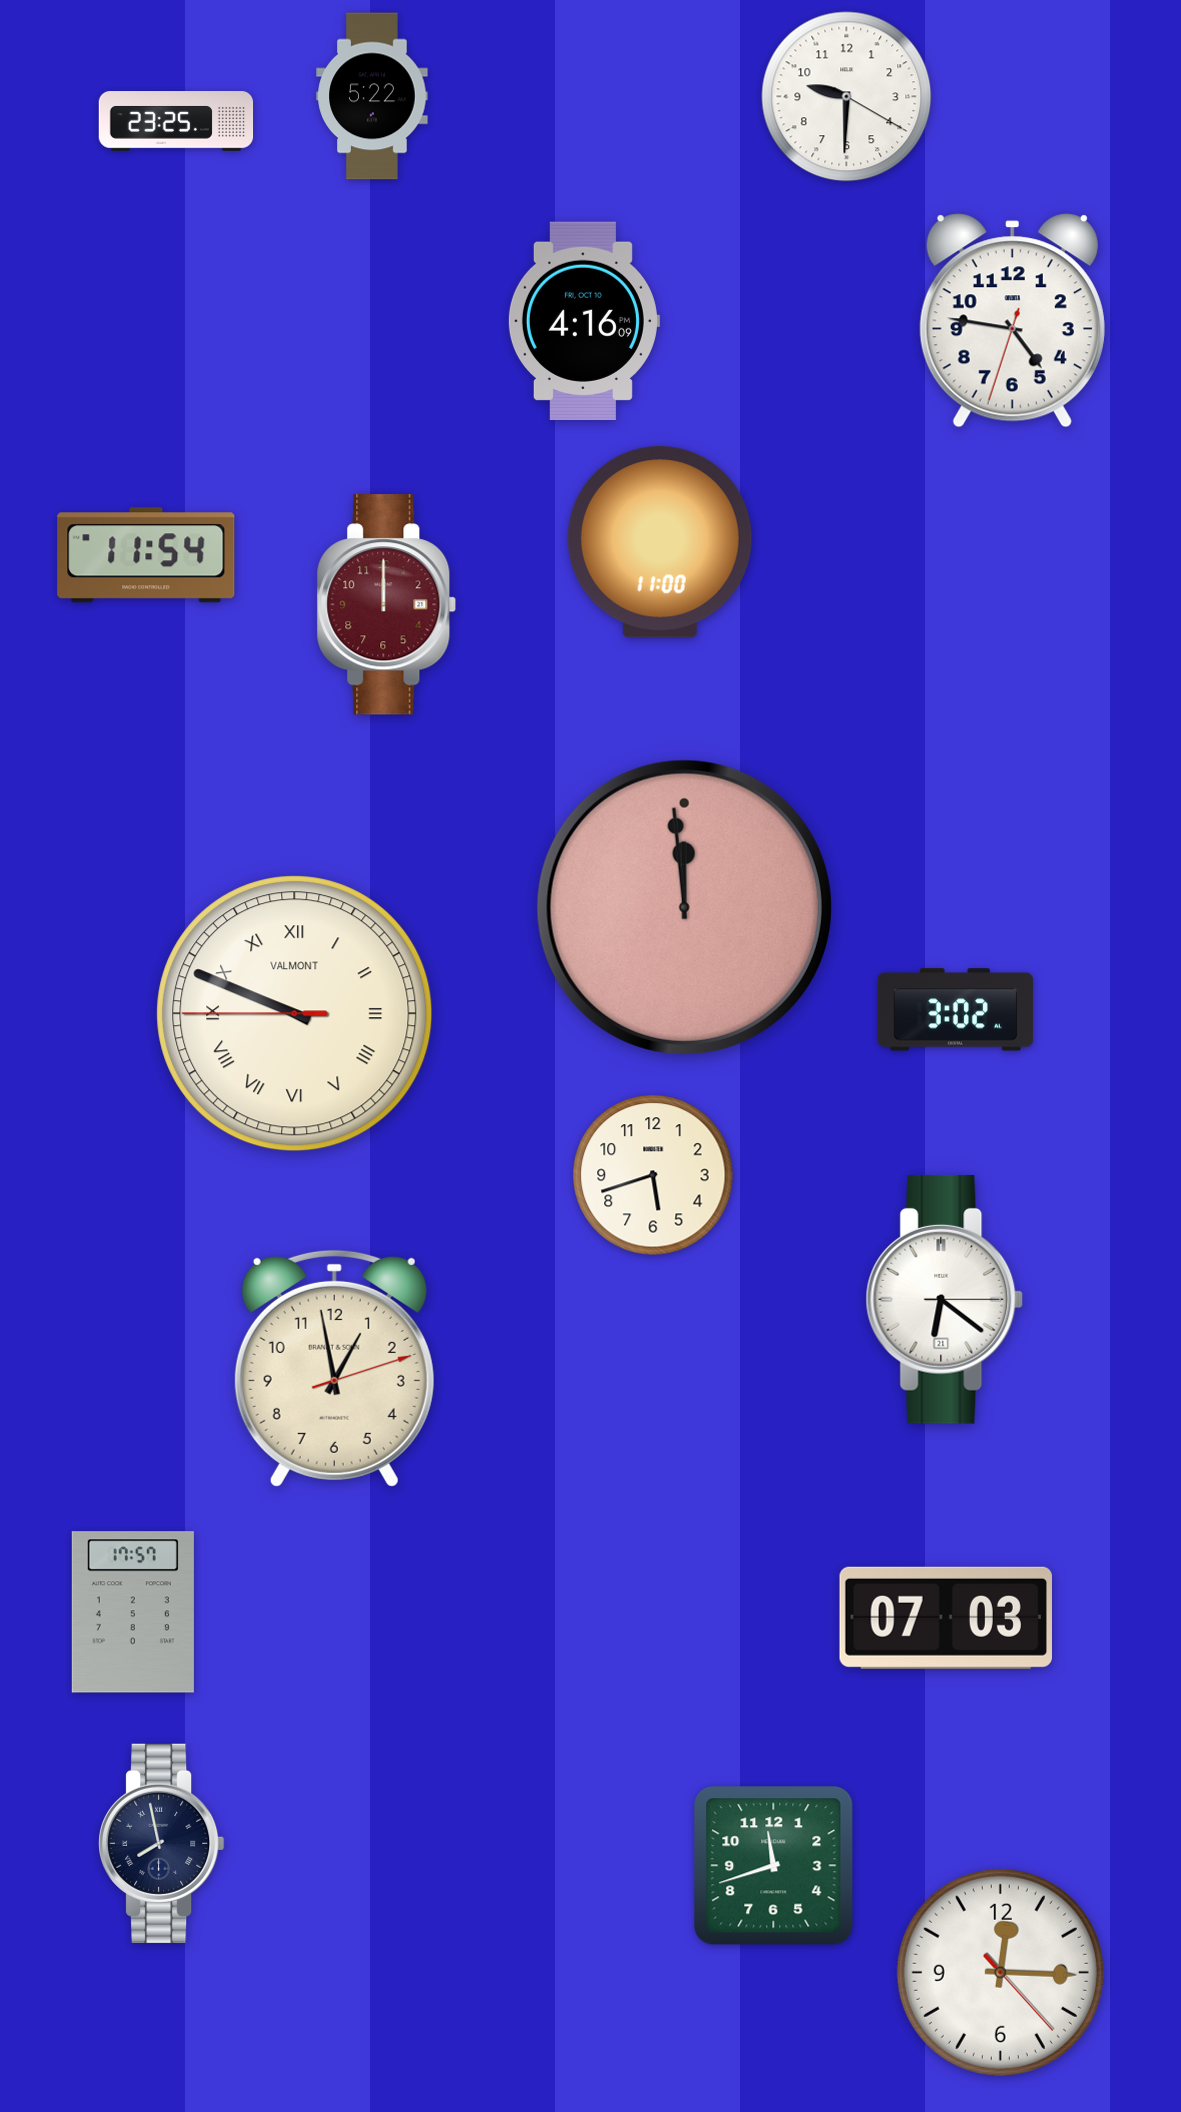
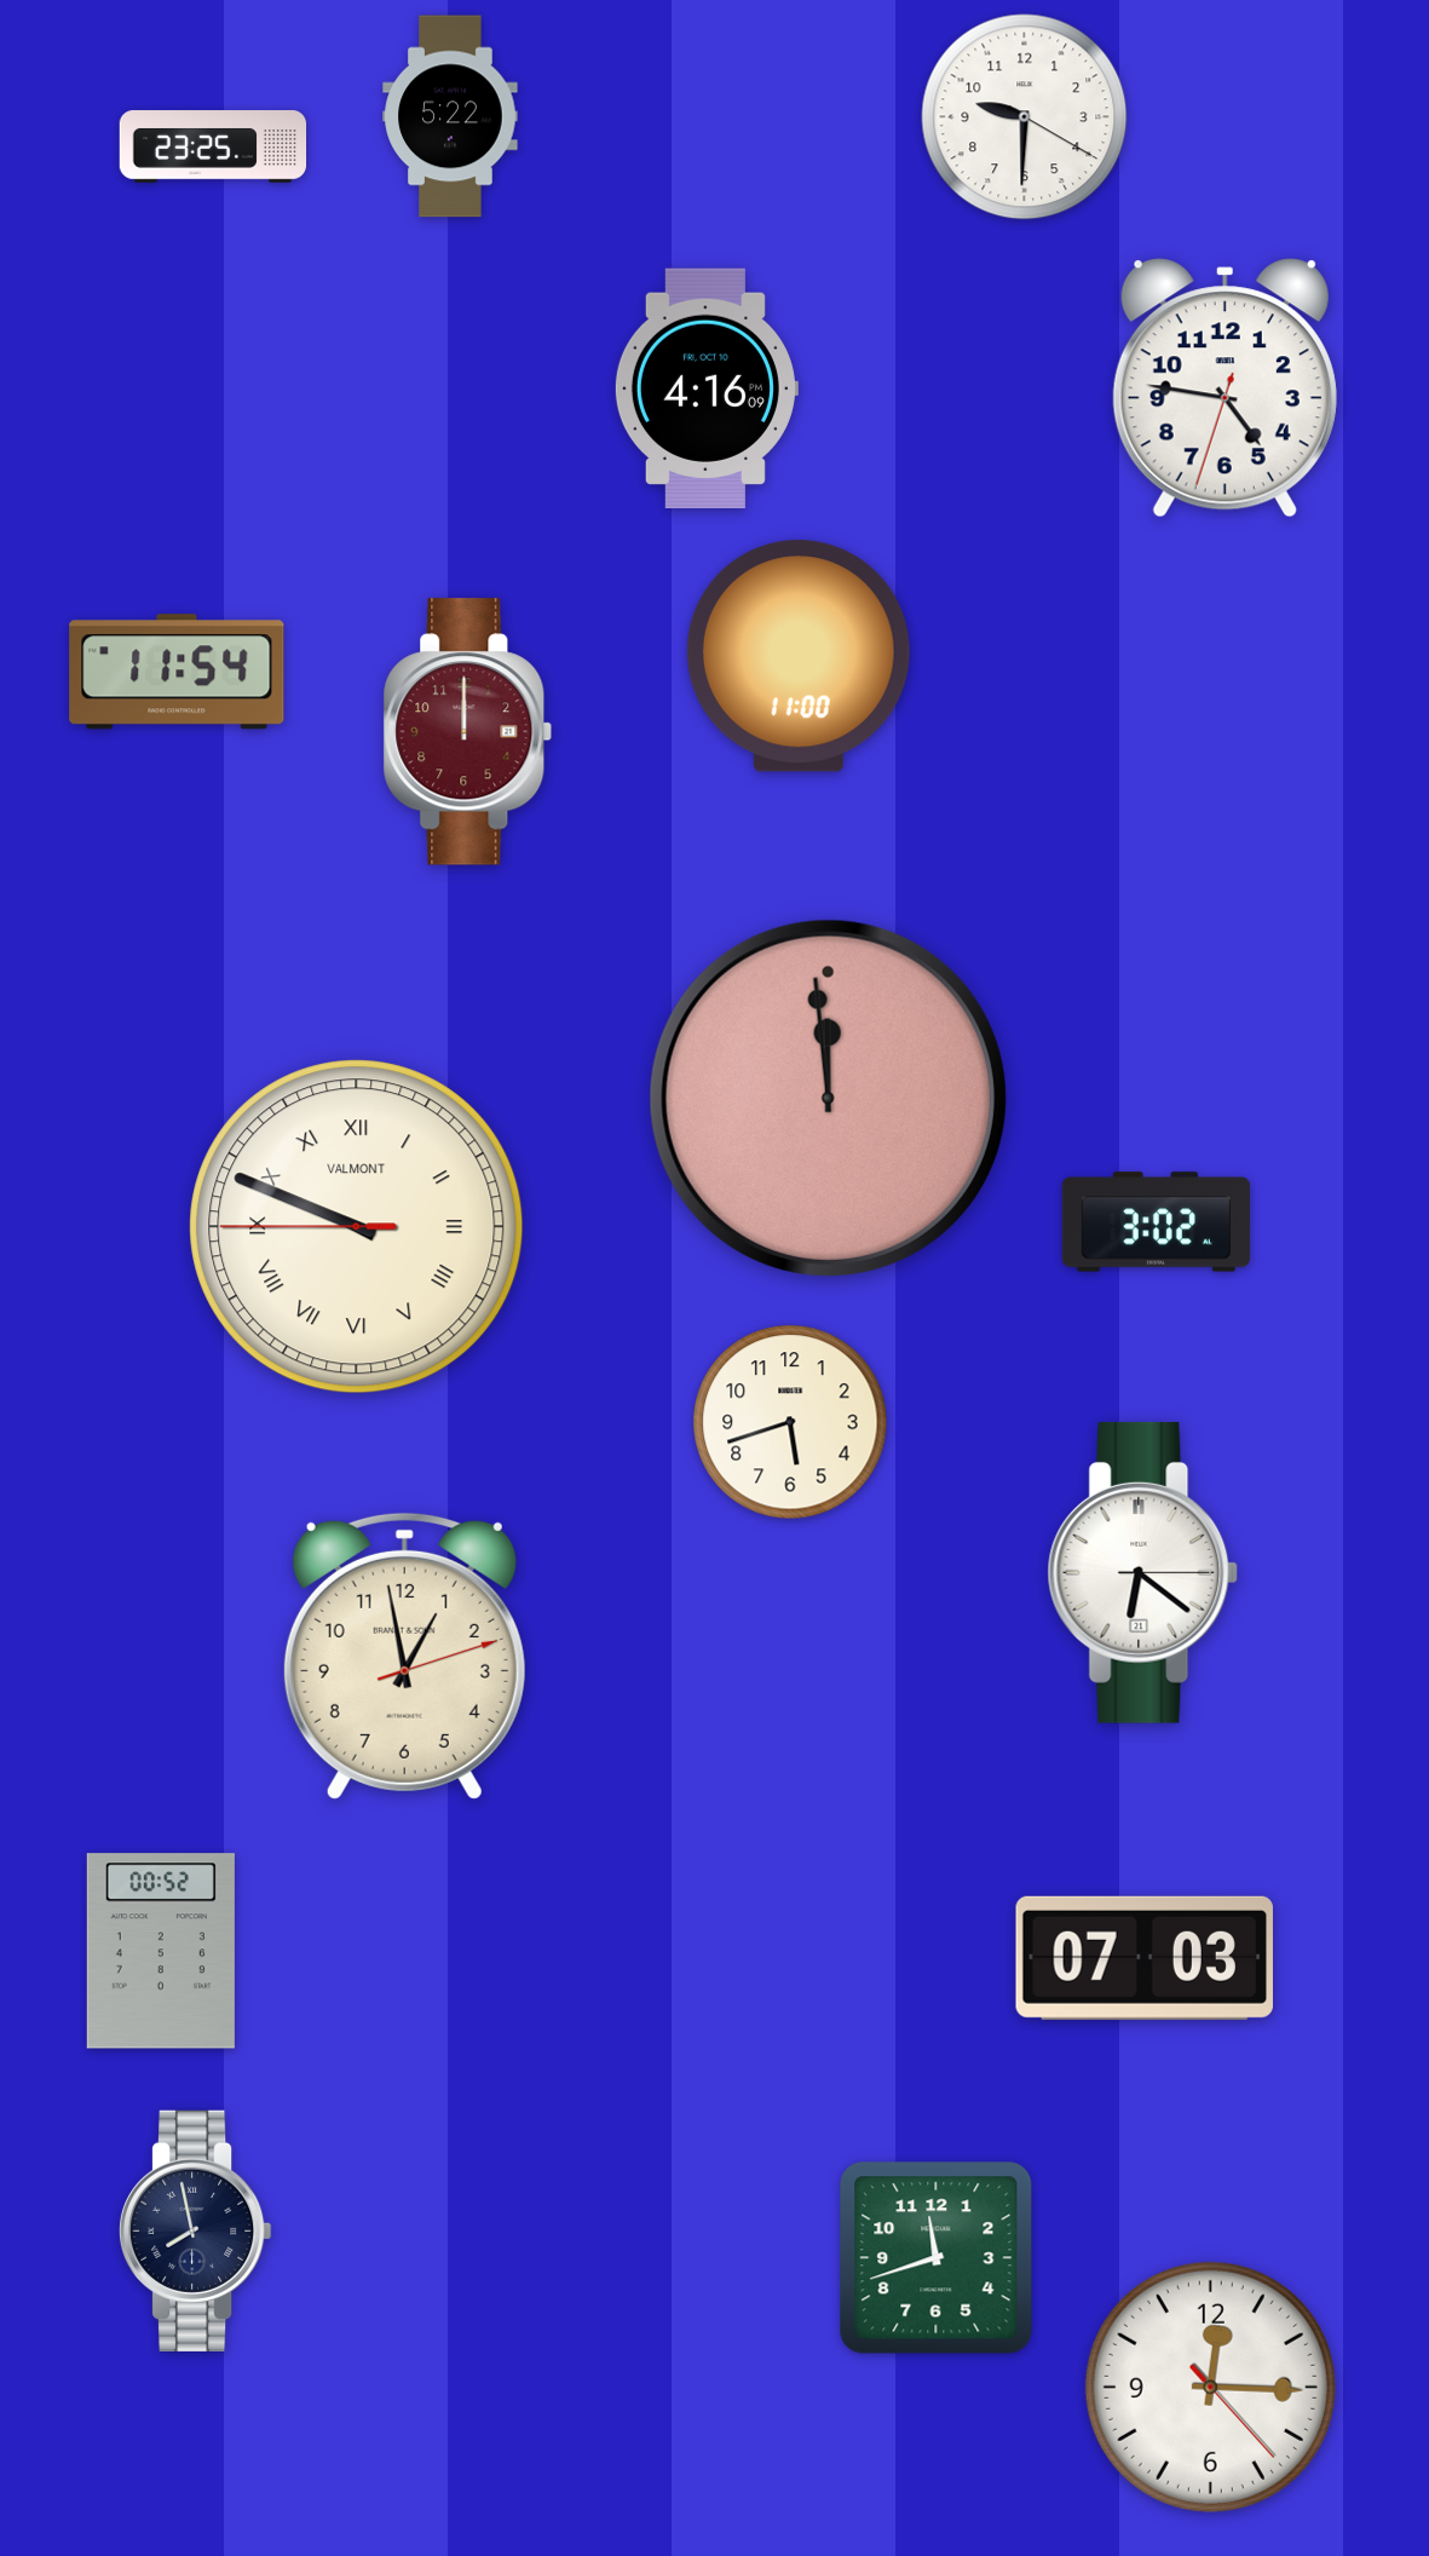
clock at (133, 1612): 17:57 -> 00:52
